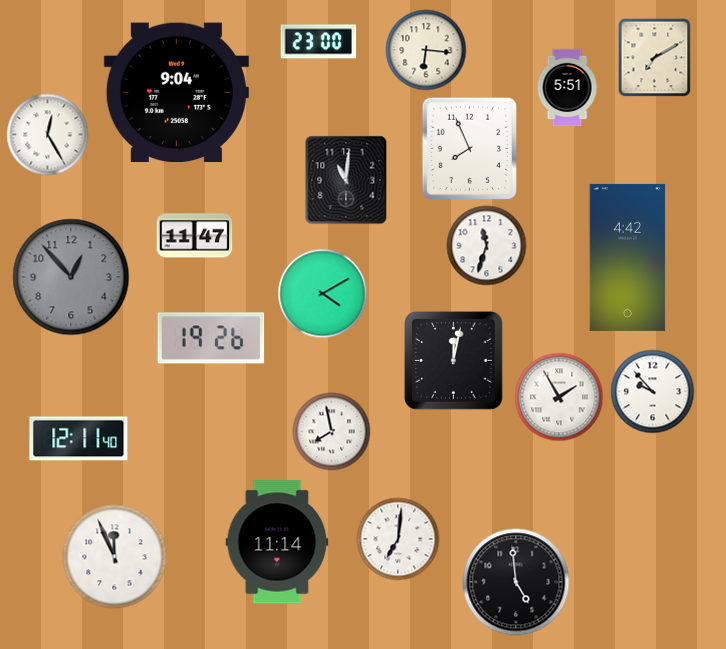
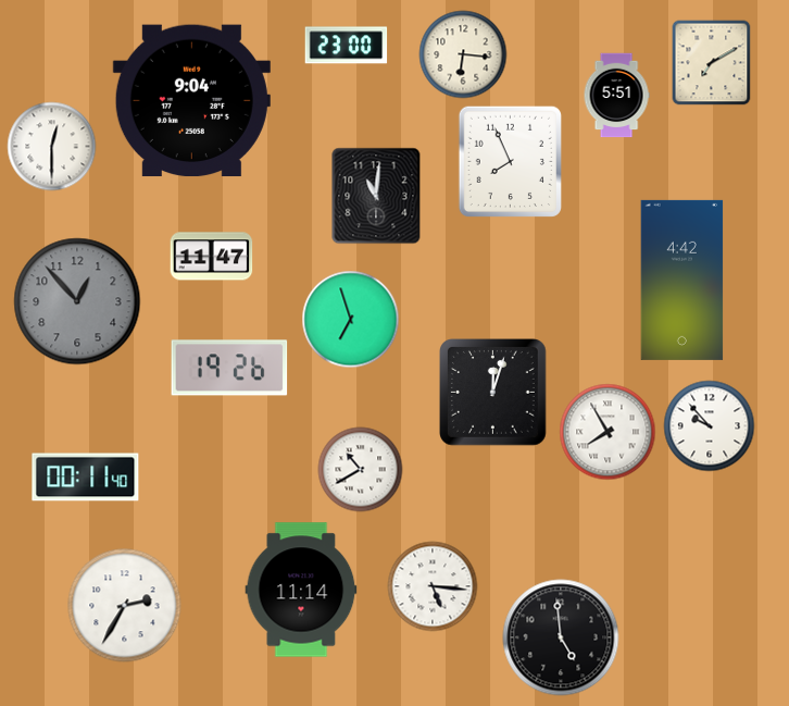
clock at (48, 135): 12:25 -> 12:30
clock at (487, 246): 11:33 -> none
clock at (323, 294): 4:10 -> 6:57
clock at (454, 361): 12:02 -> 12:03
clock at (559, 397): 1:55 -> 7:55
clock at (332, 432): 7:58 -> 10:40
clock at (79, 439): 12:11 -> 00:11
clock at (398, 539): 7:01 -> 5:16
clock at (115, 557): 11:56 -> 2:35
clock at (516, 582) position: (516, 582) -> (561, 637)
